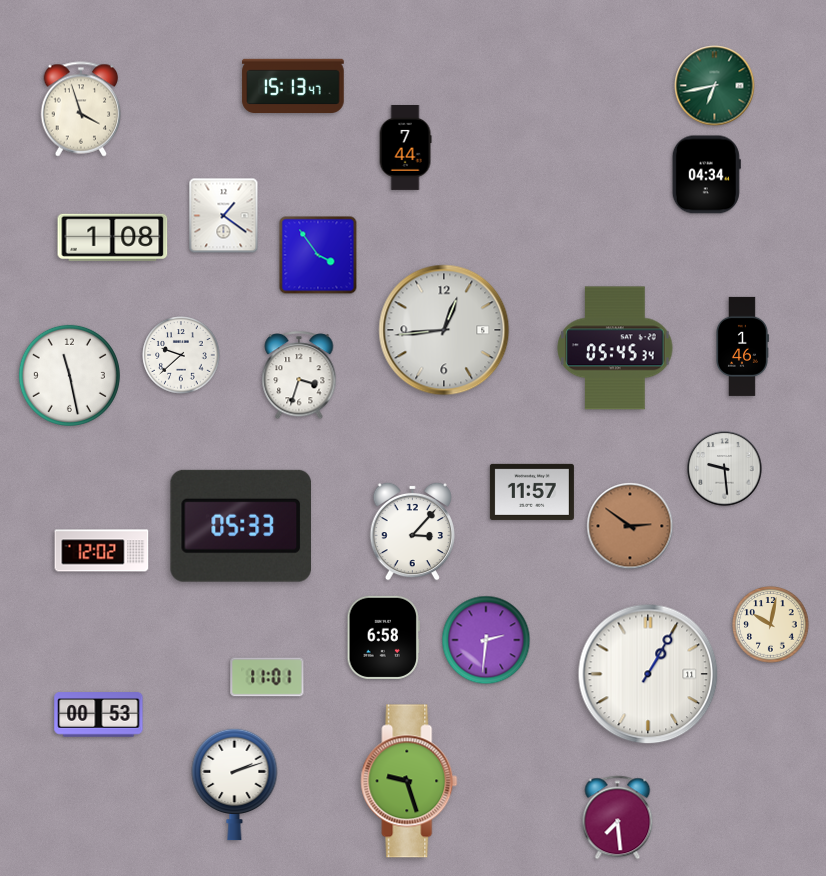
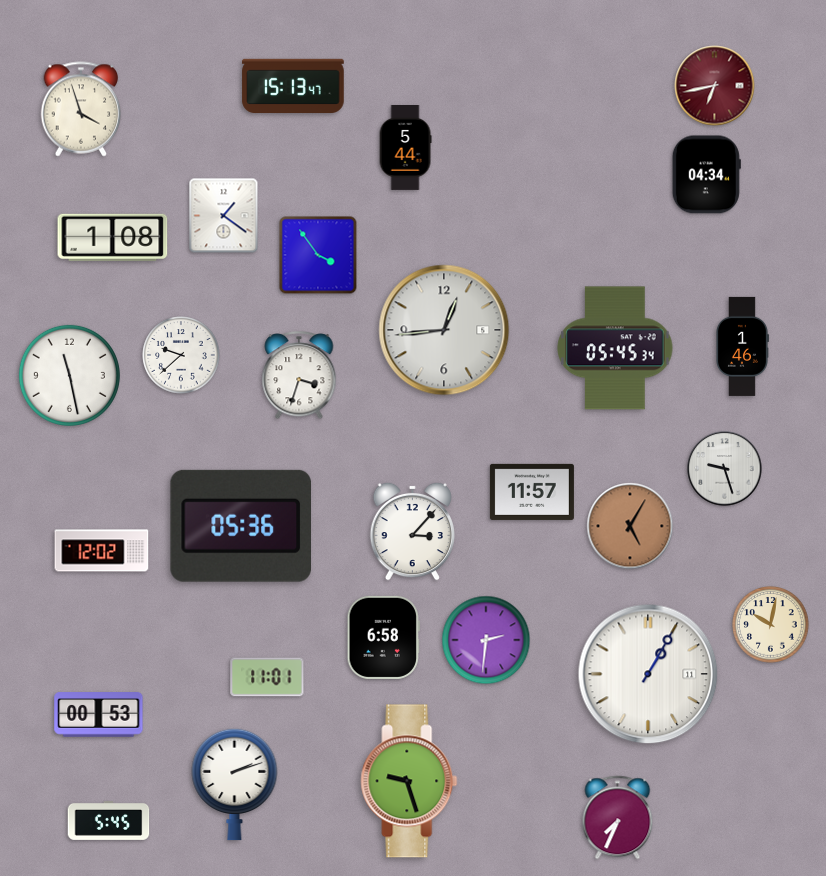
clock at (715, 86) dial: green -> burgundy
clock at (405, 148): 7:44 -> 5:44
clock at (725, 469): 9:29 -> 9:27
clock at (240, 526): 05:33 -> 05:36
clock at (630, 526): 2:51 -> 5:05
clock at (618, 818): 7:29 -> 7:34
clock at (109, 820): none -> 5:45
